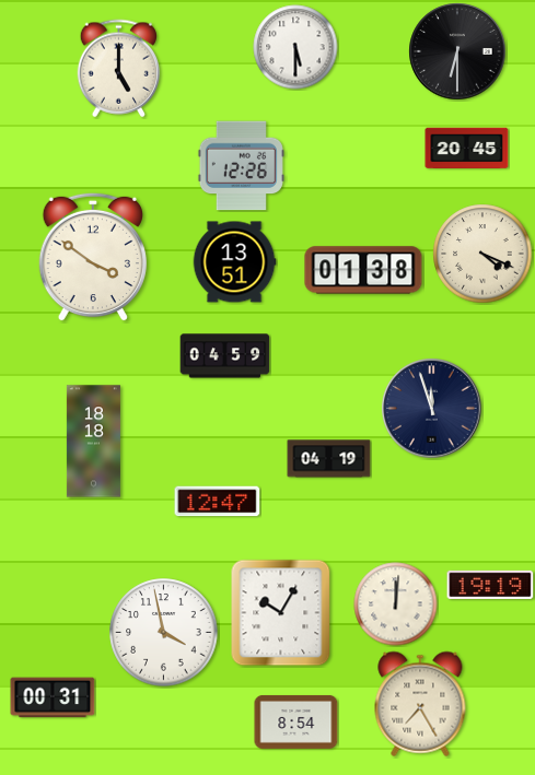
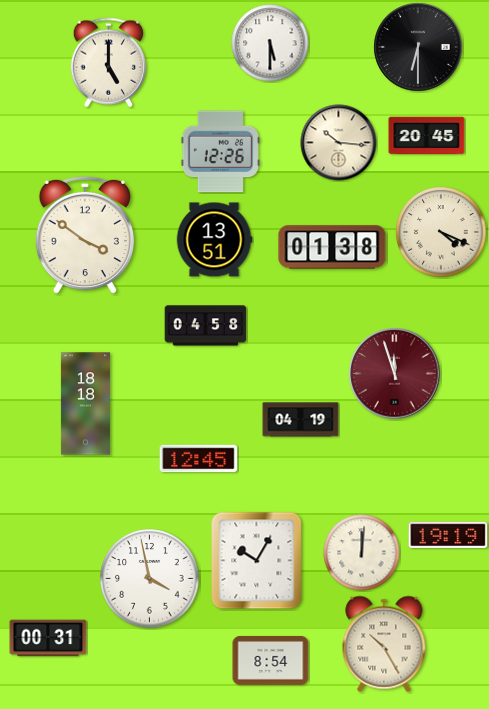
clock at (339, 143): none -> 10:16
clock at (225, 356): 04:59 -> 04:58
clock at (432, 409) dial: navy -> burgundy
clock at (218, 502): 12:47 -> 12:45
clock at (420, 704): 7:25 -> 10:25
